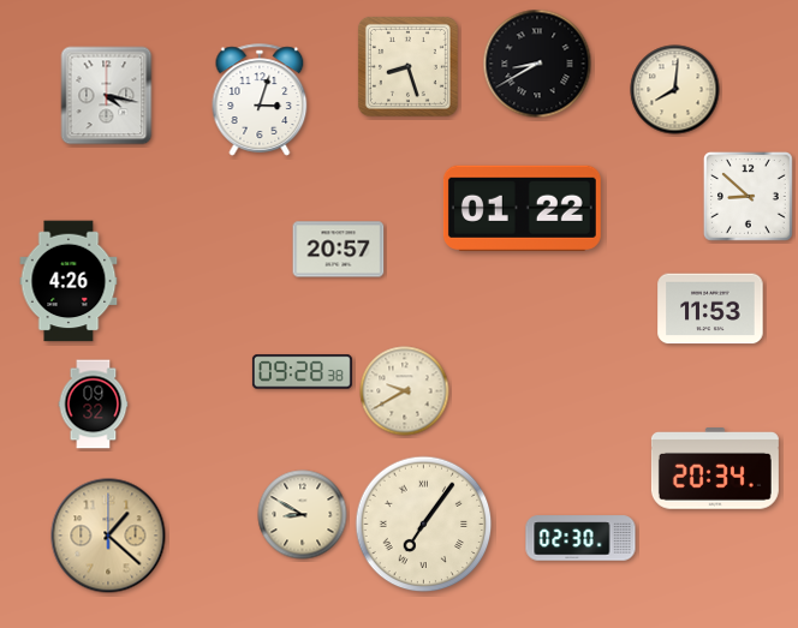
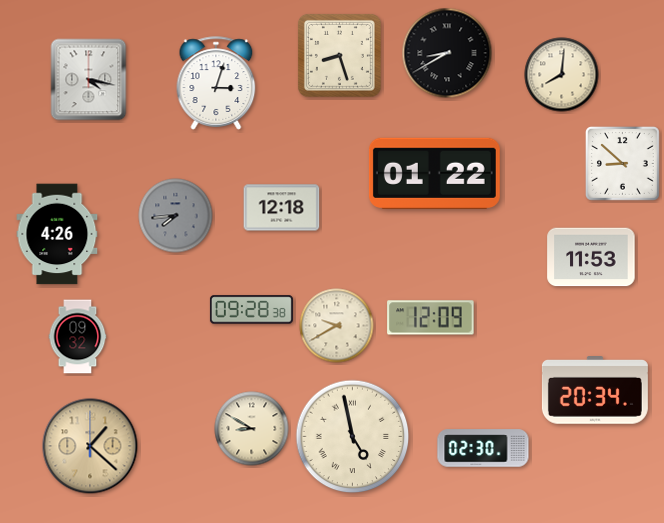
clock at (339, 250): 20:57 -> 12:18
clock at (176, 216): none -> 7:44
clock at (431, 318): none -> 12:09
clock at (424, 525): 7:06 -> 4:58
